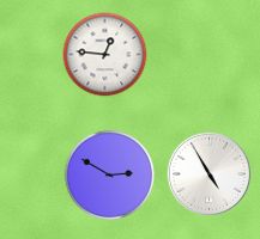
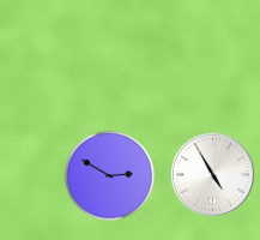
clock at (105, 55): 12:46 -> none
clock at (208, 173) position: (208, 173) -> (212, 174)
